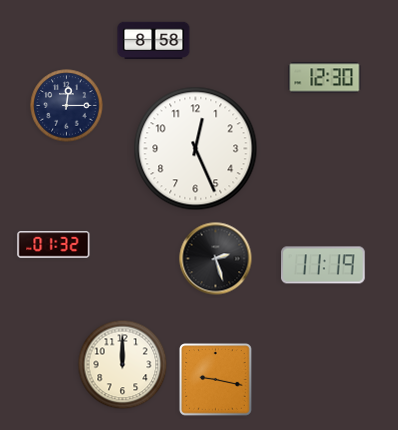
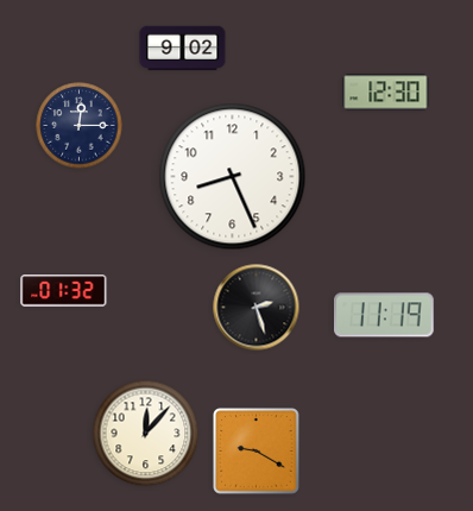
clock at (154, 41): 8:58 -> 9:02
clock at (196, 149): 12:26 -> 8:26
clock at (123, 365): 12:00 -> 12:07
clock at (216, 380): 9:17 -> 9:20
